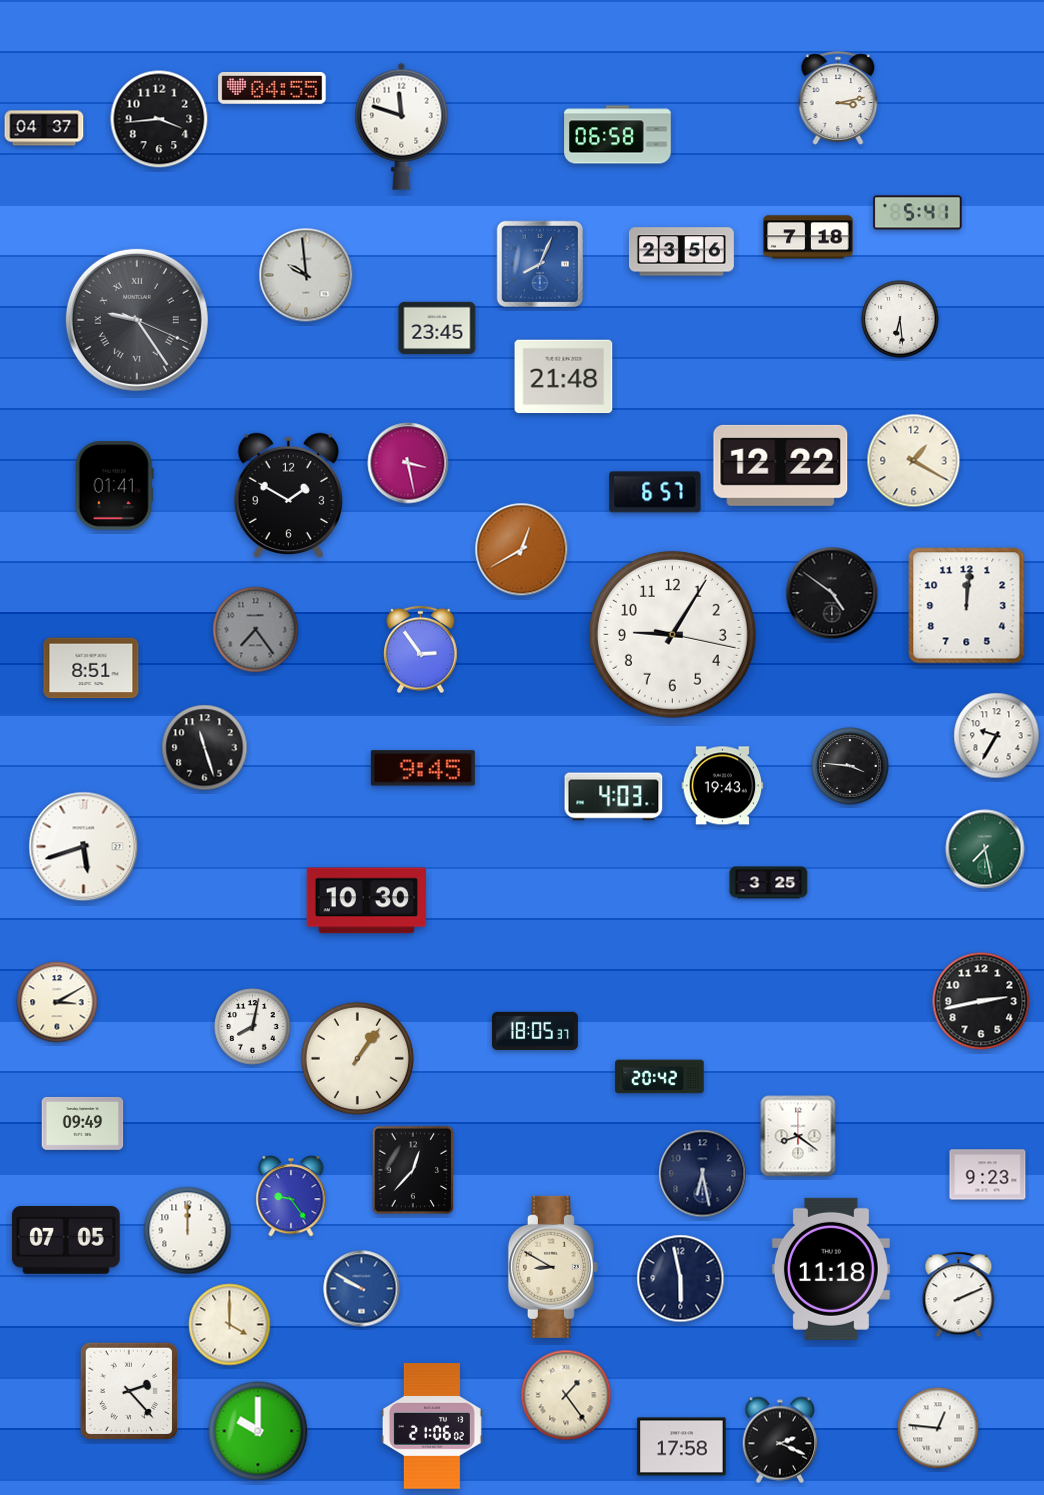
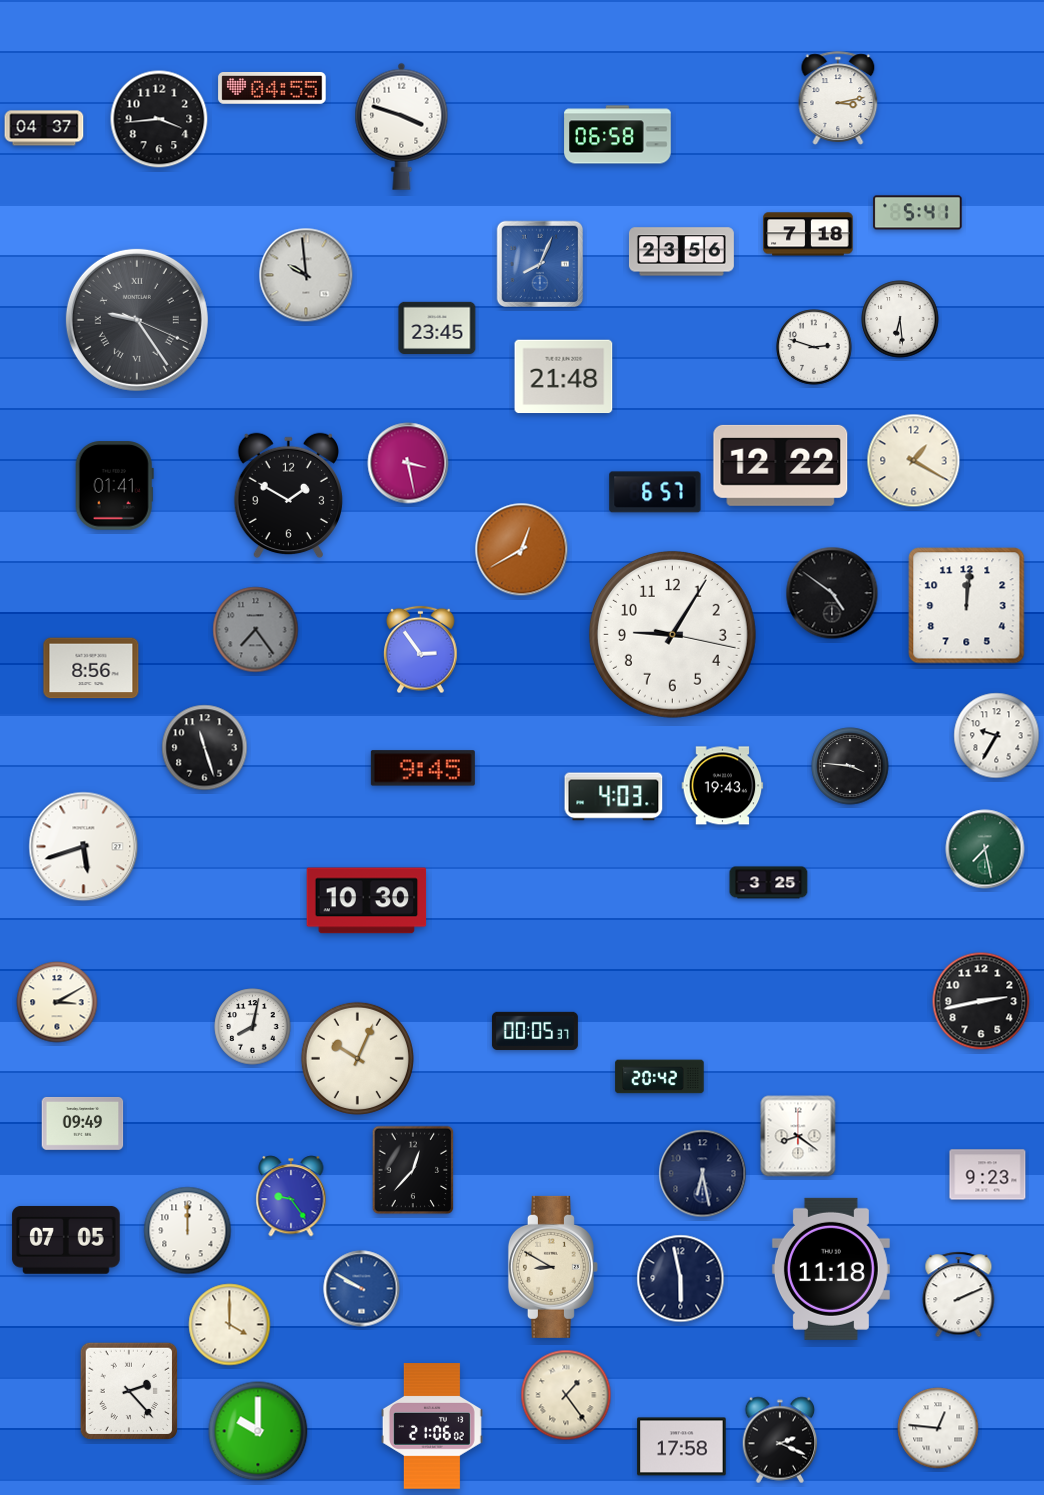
clock at (402, 126): 11:48 -> 3:48
clock at (808, 237) position: (808, 237) -> (808, 234)
clock at (814, 347): none -> 2:48
clock at (91, 668): 8:51 -> 8:56
clock at (535, 1031): 18:05 -> 00:05
clock at (357, 1058): 1:06 -> 10:04
